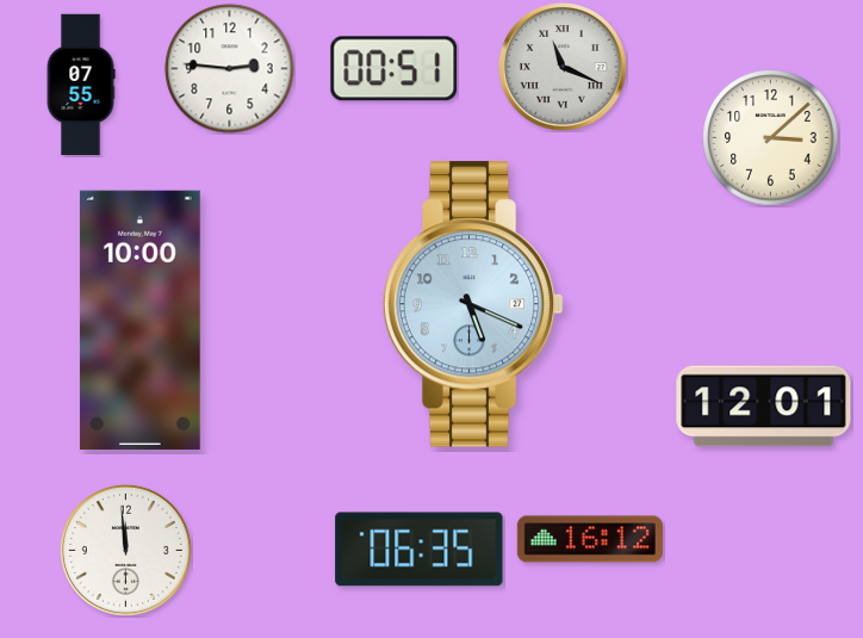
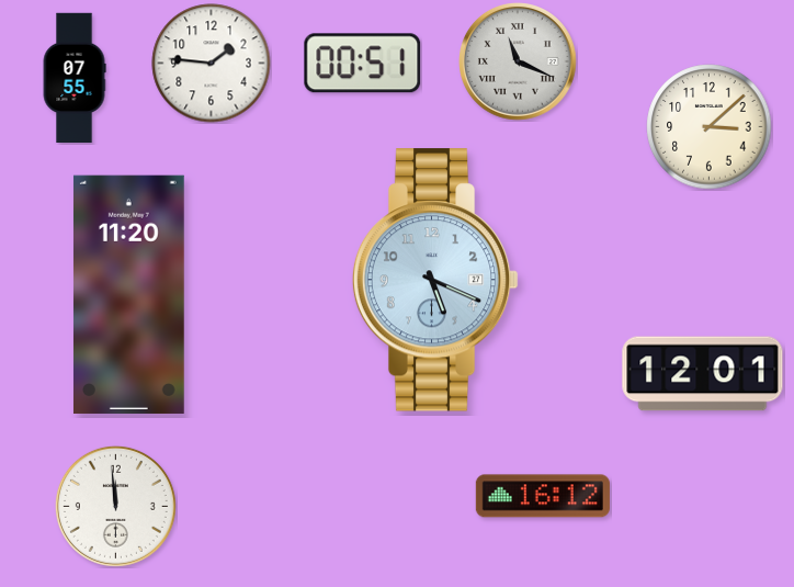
clock at (230, 69): 2:46 -> 1:46
clock at (139, 320): 10:00 -> 11:20
clock at (420, 550): 06:35 -> none
